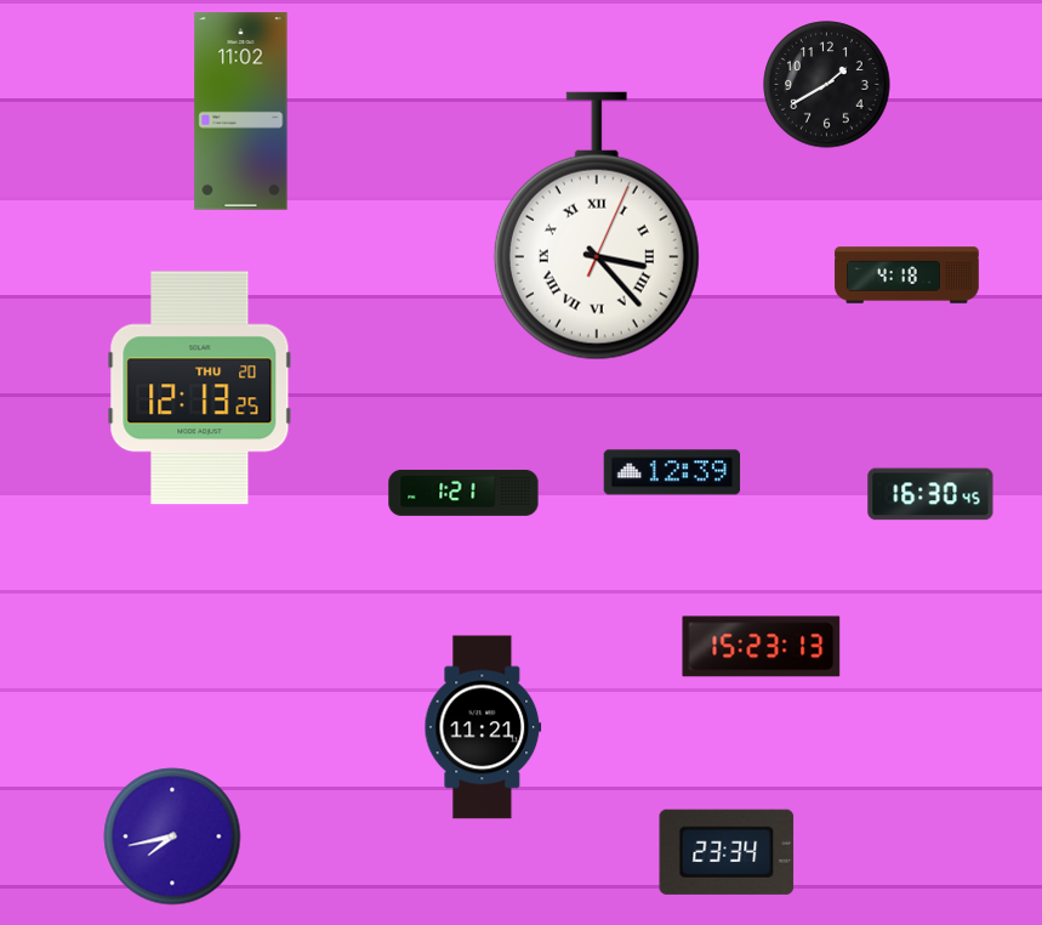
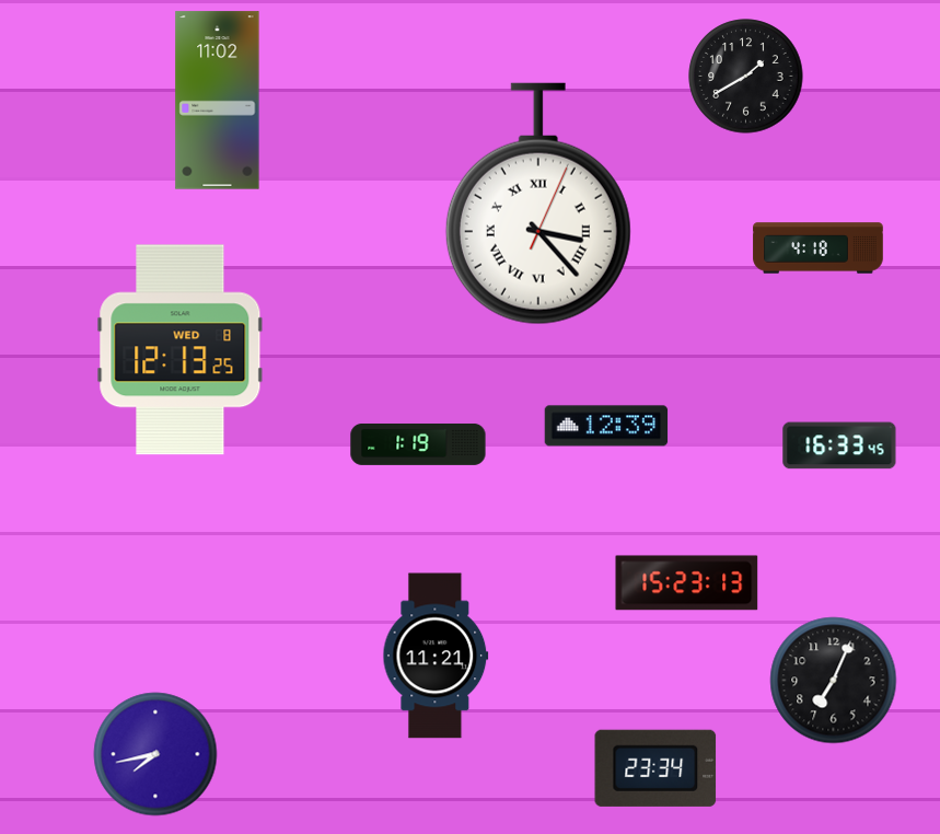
clock at (200, 388) date: THU 20 -> WED 8
clock at (463, 493): 1:21 -> 1:19
clock at (930, 494): 16:30 -> 16:33
clock at (834, 681): none -> 7:04
